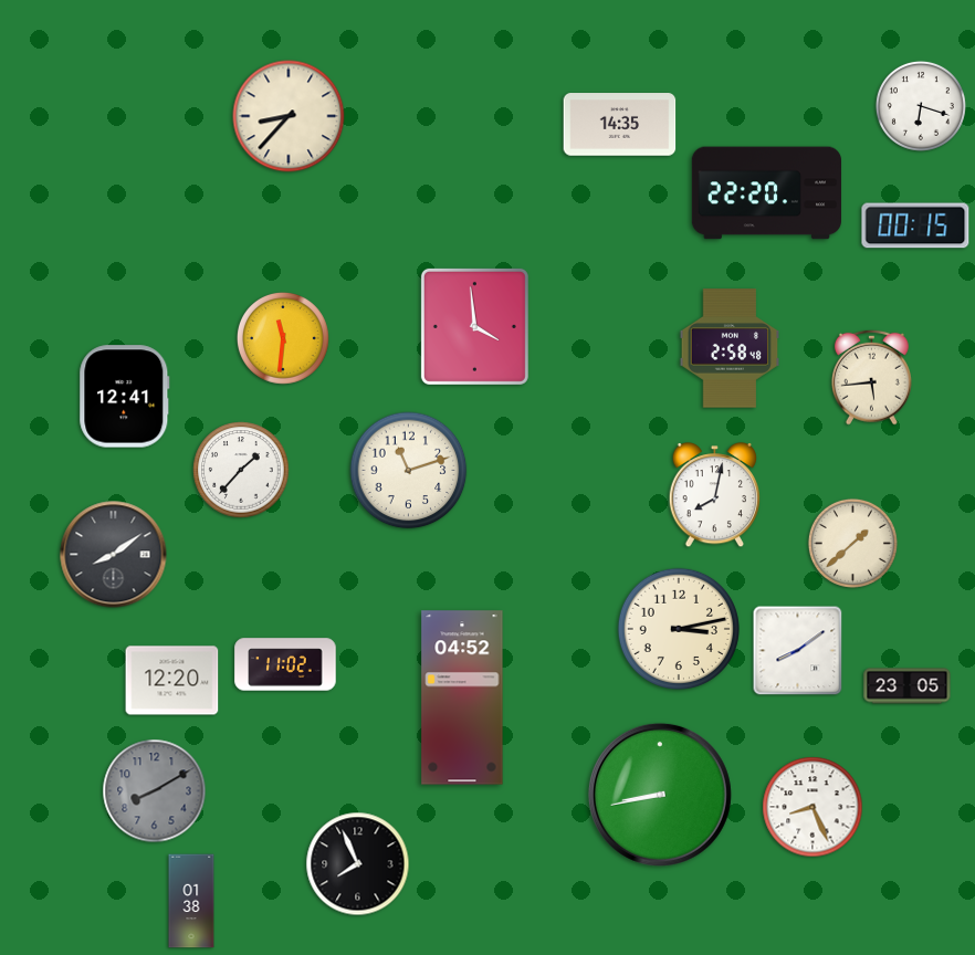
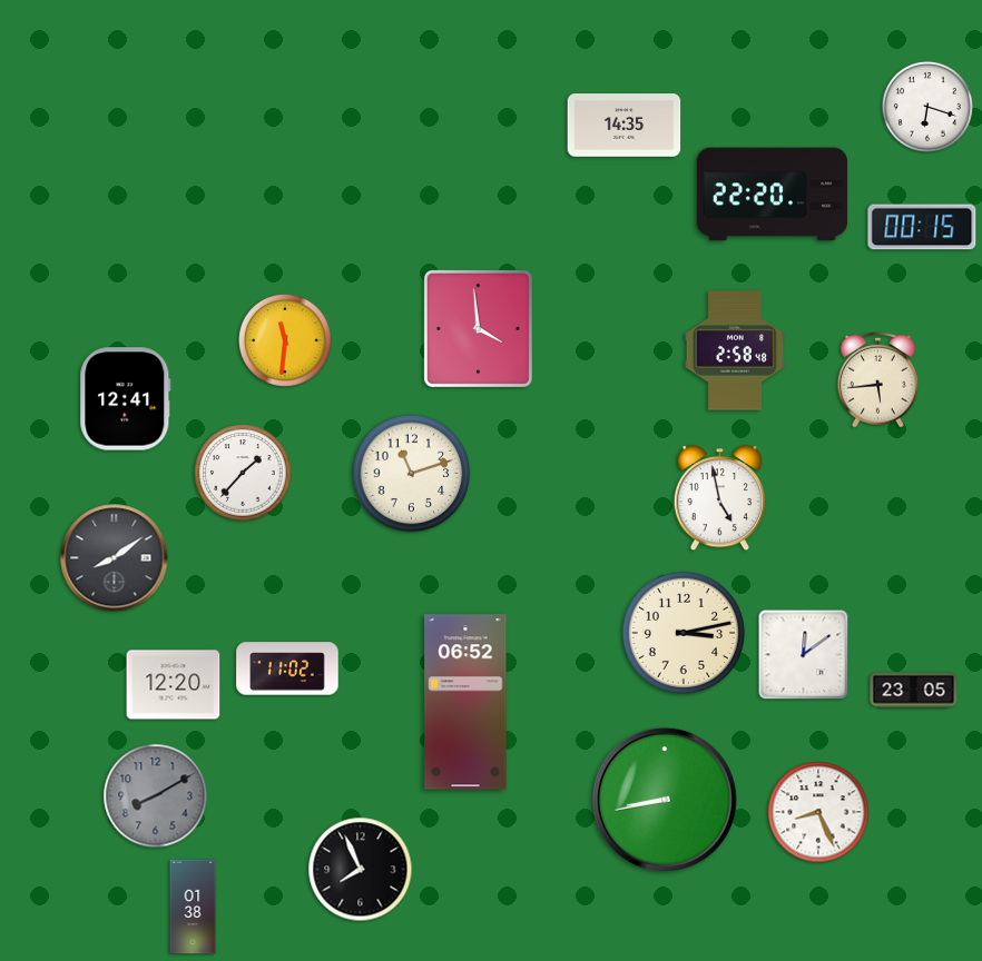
clock at (289, 116): 8:37 -> none
clock at (715, 495): 8:02 -> 4:58
clock at (852, 543): 1:38 -> none
clock at (798, 651): 8:09 -> 12:09
clock at (462, 697): 04:52 -> 06:52
